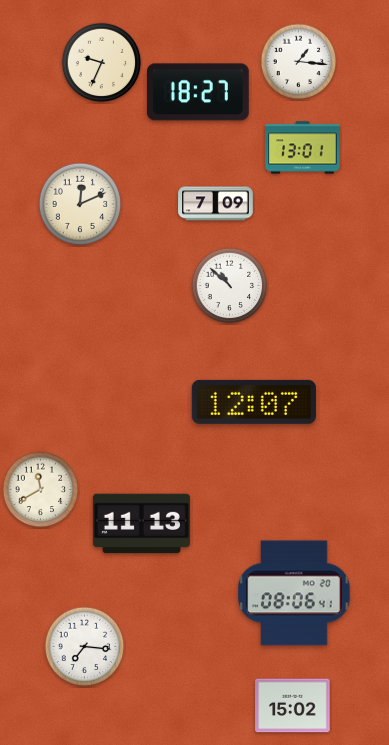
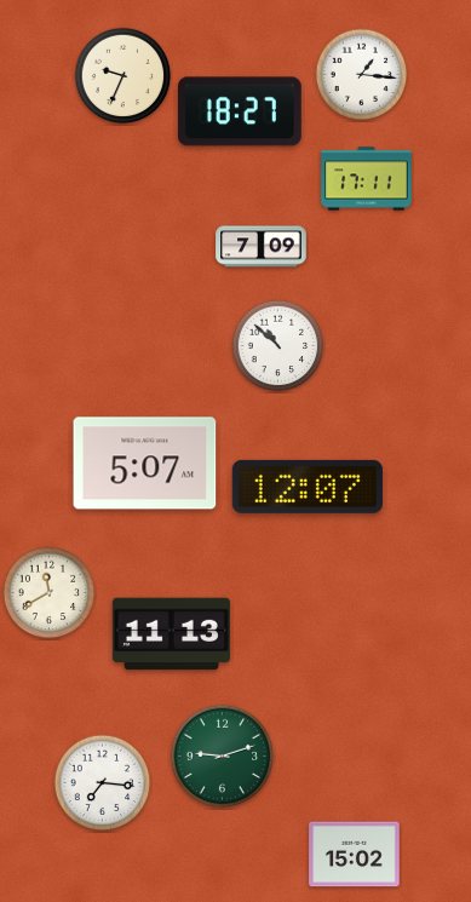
clock at (303, 148): 13:01 -> 17:11
clock at (80, 204): 12:11 -> none
clock at (145, 464): none -> 5:07
clock at (295, 593): 08:06 -> none
clock at (223, 757): none -> 9:12
